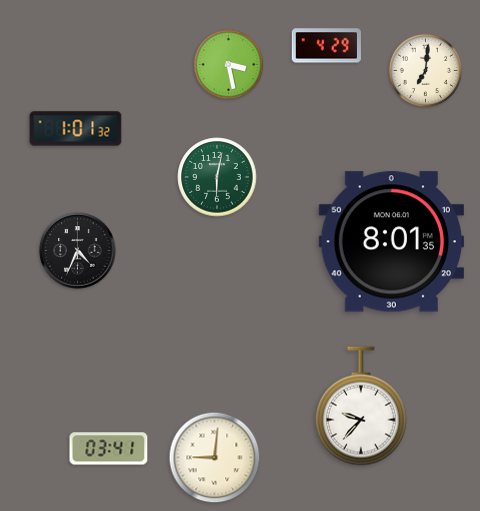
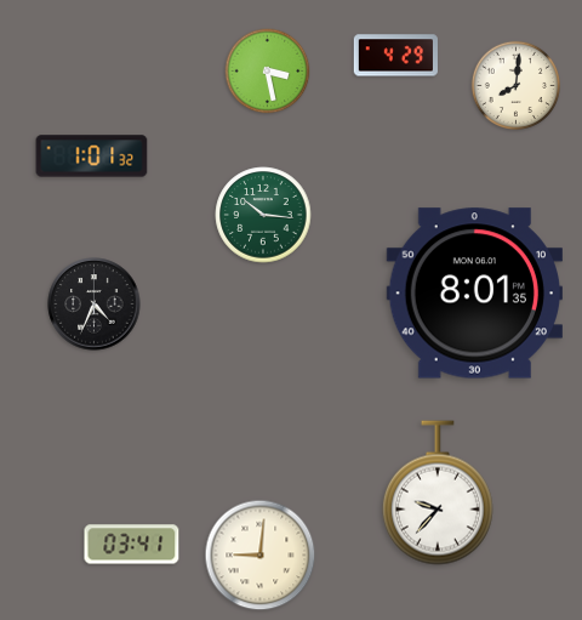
clock at (229, 65) position: (229, 65) -> (268, 72)
clock at (425, 70): 7:01 -> 8:01
clock at (217, 177): 6:02 -> 10:16
